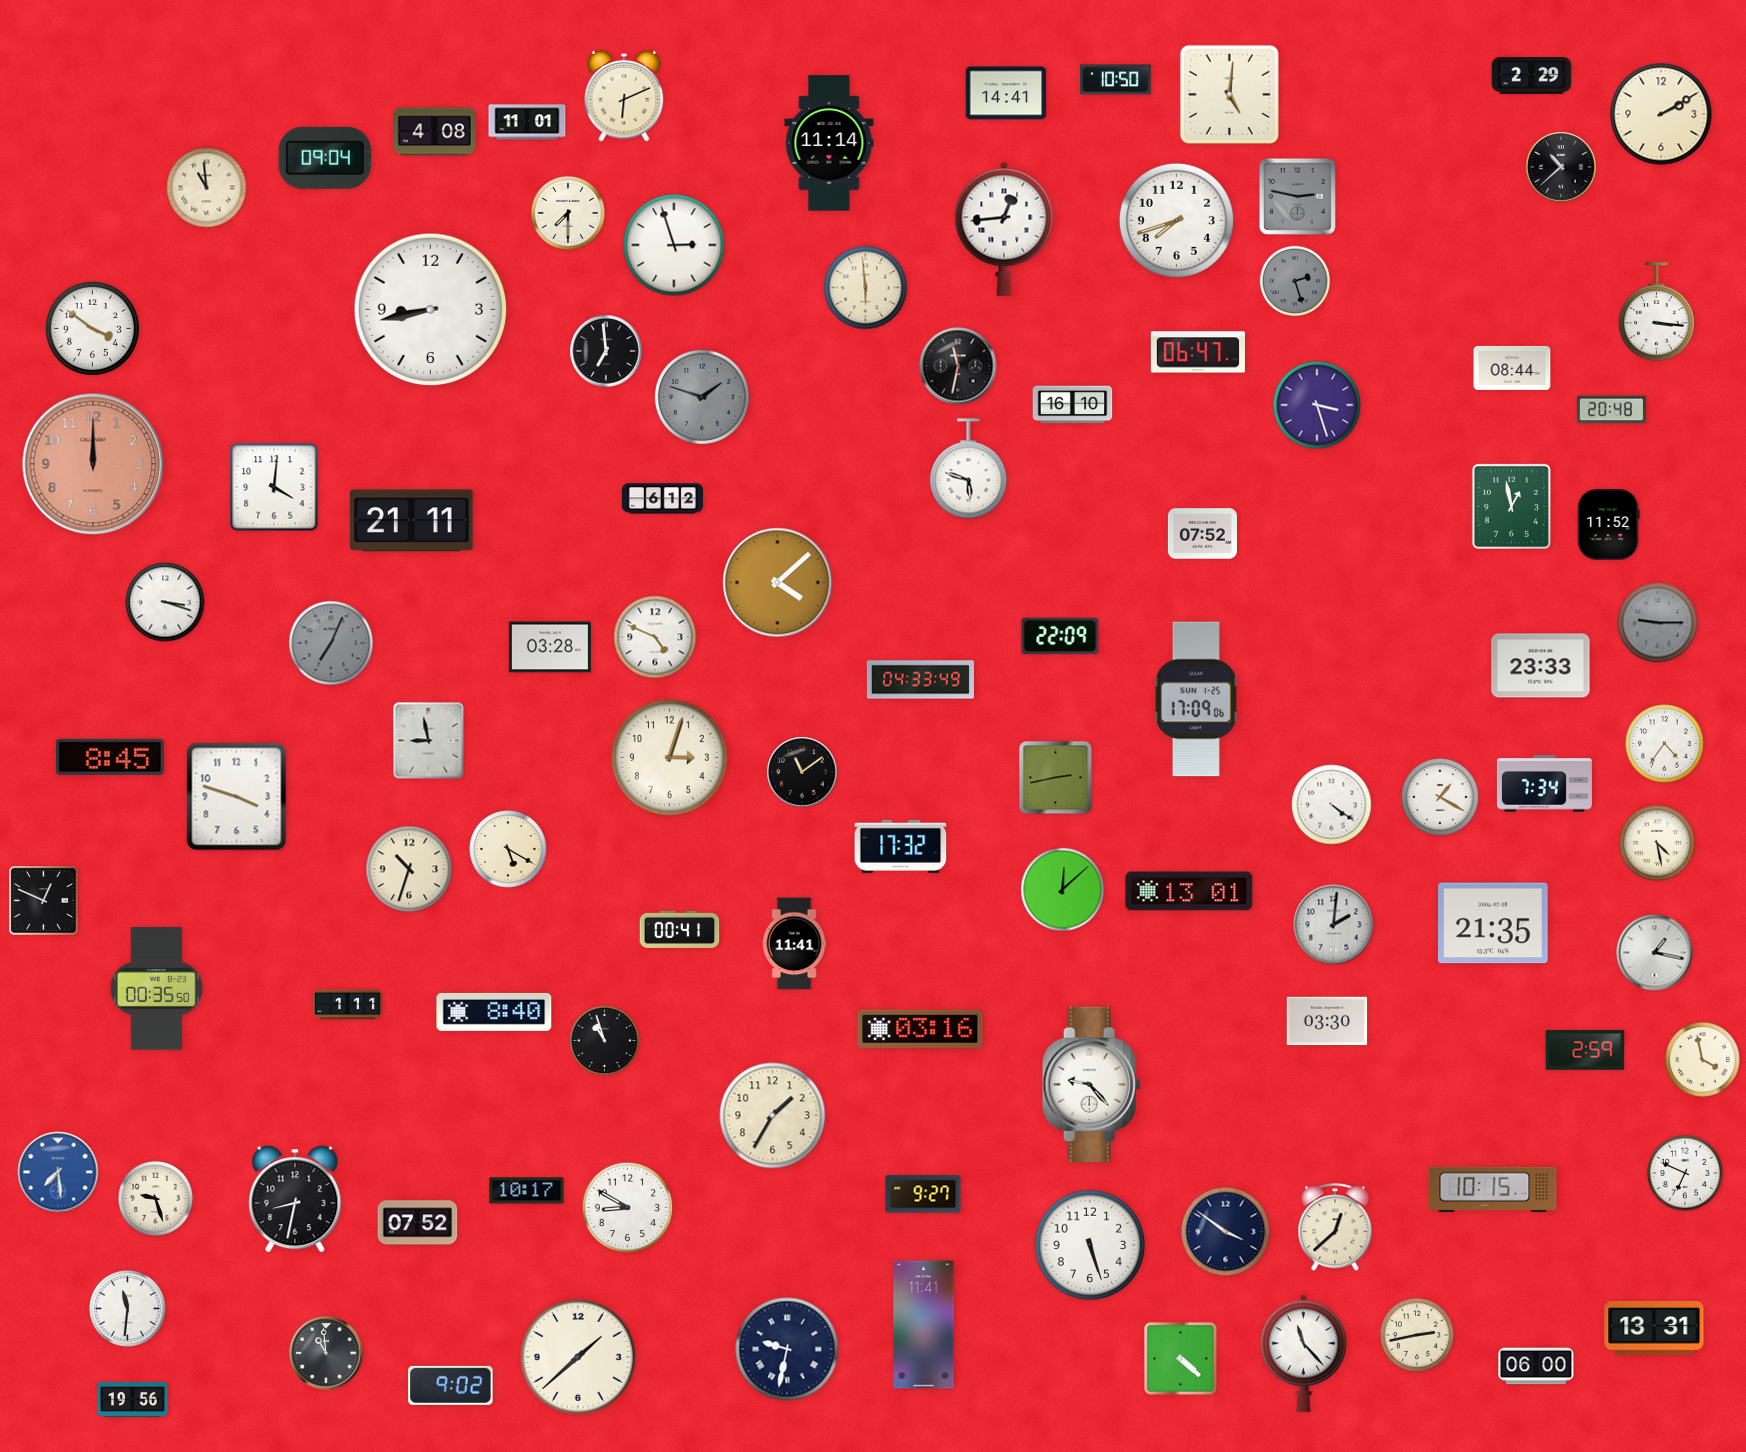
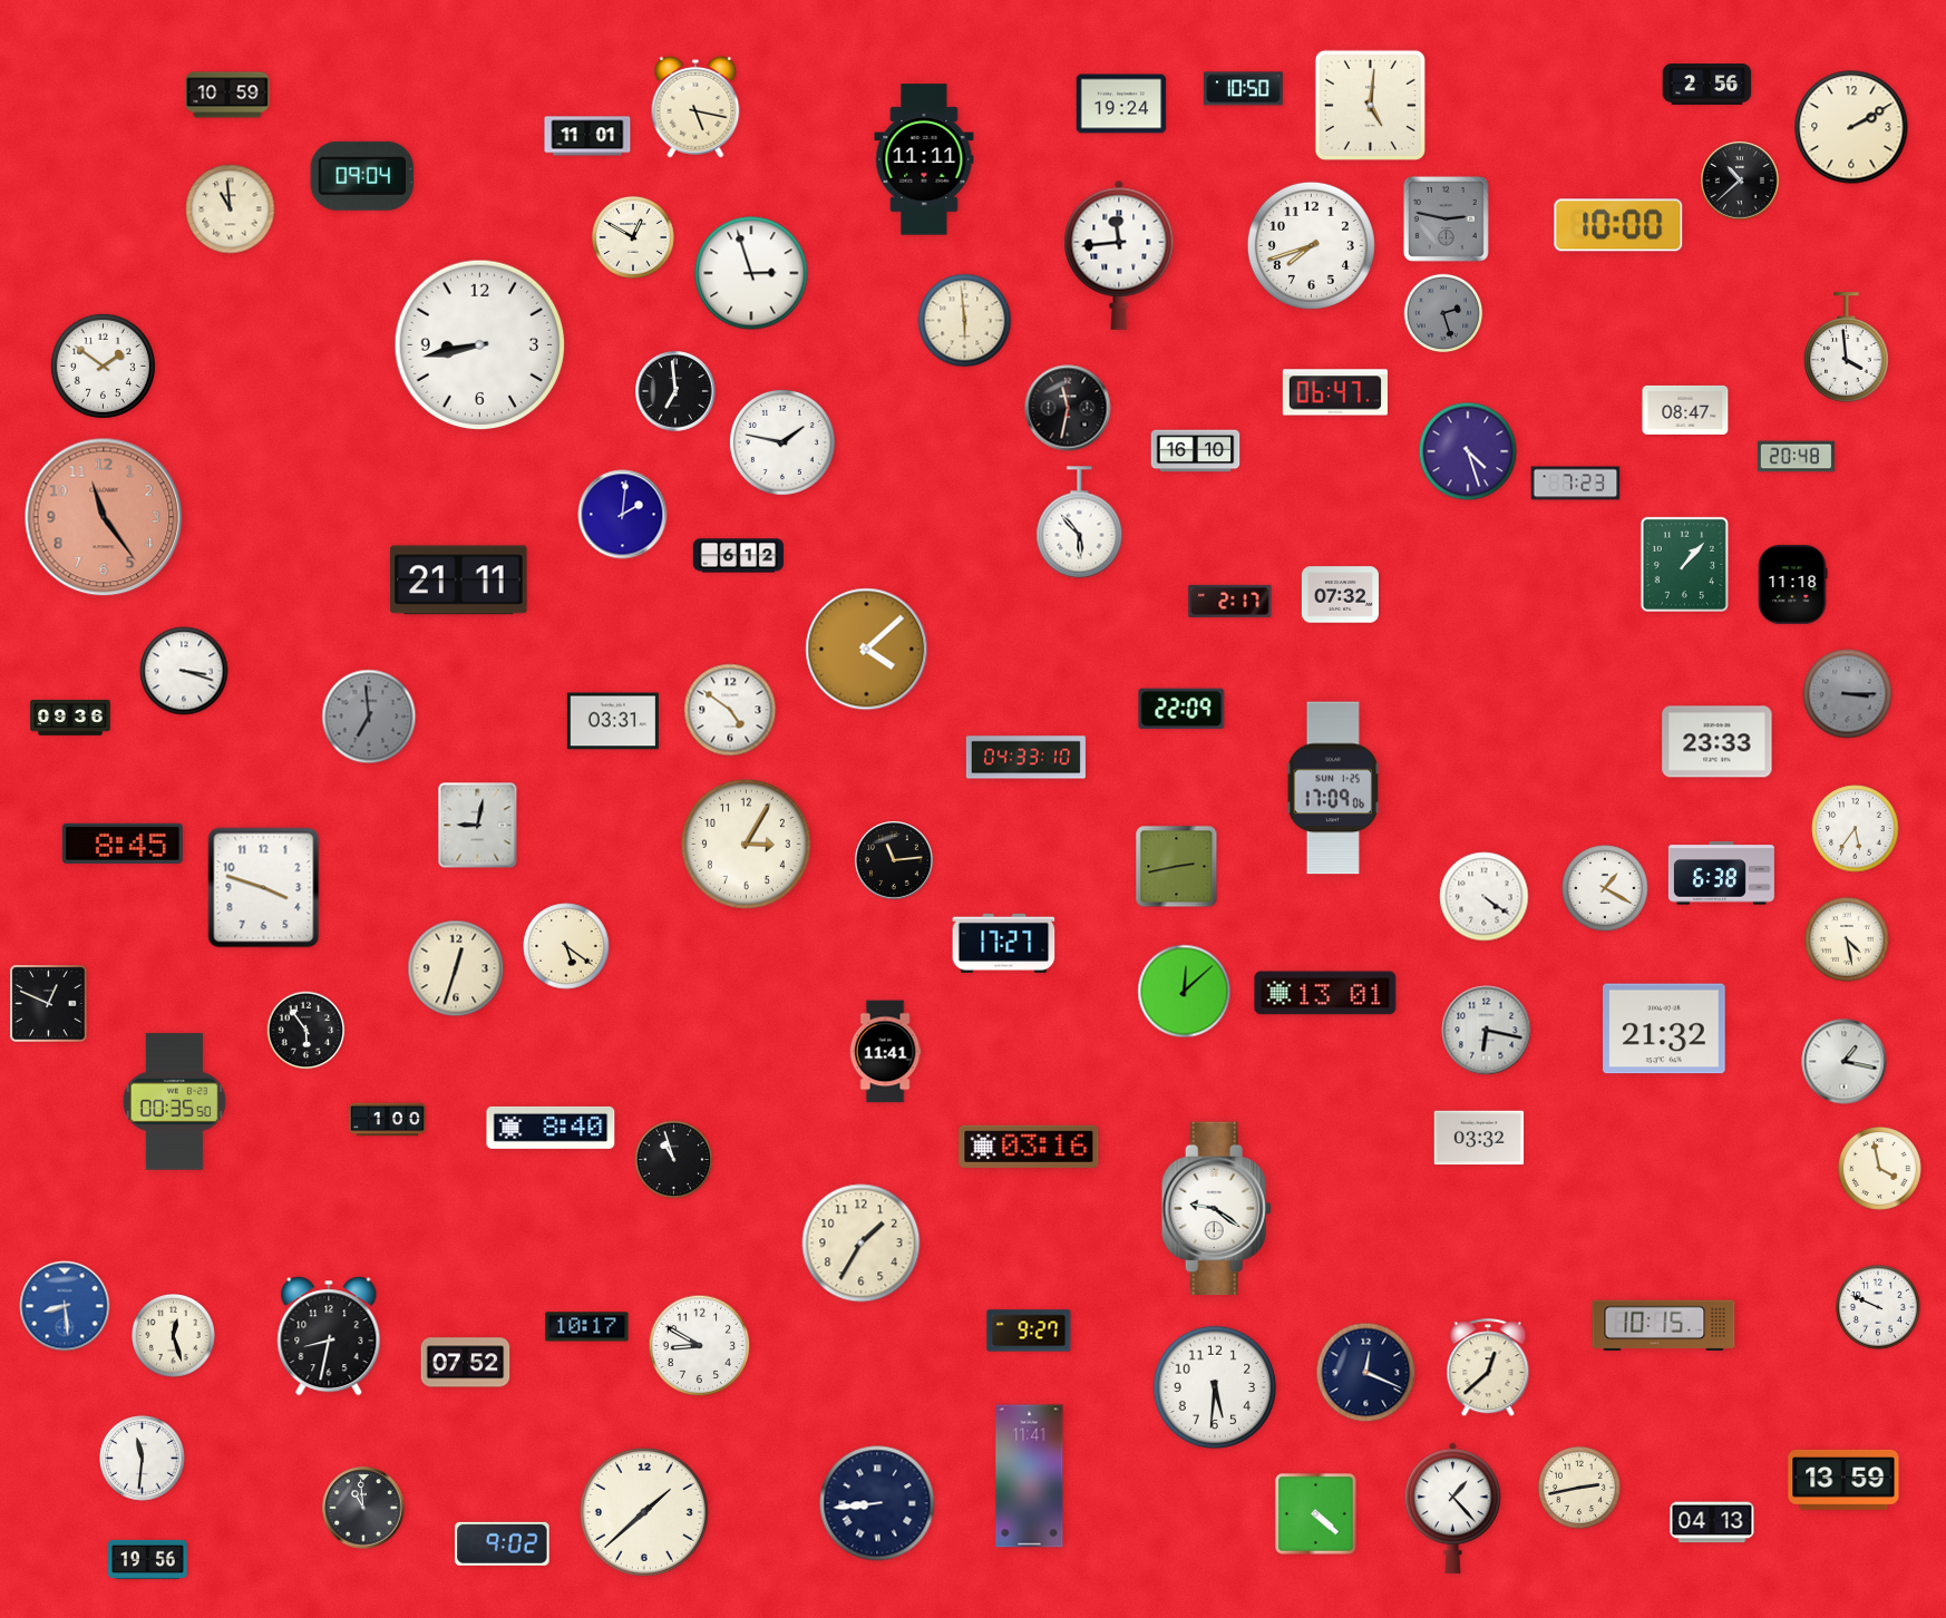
clock at (1532, 76): 2:29 -> 2:56
clock at (227, 95): none -> 10:59
clock at (1006, 93): 14:41 -> 19:24
clock at (624, 96): 6:11 -> 5:17
clock at (434, 132): 4:08 -> none
clock at (829, 143): 11:14 -> 11:11
clock at (1562, 168) position: (1562, 168) -> (1741, 182)
clock at (1618, 225): none -> 10:00
clock at (568, 213): 7:30 -> 12:50
clock at (1004, 229): 12:44 -> 11:44
clock at (1657, 312): 3:16 -> 3:59
clock at (92, 328): 3:51 -> 1:51
clock at (1512, 368): 08:44 -> 08:47
clock at (702, 397): 1:48 -> 1:47
clock at (702, 397) dial: grey -> white
clock at (1317, 405): 3:27 -> 4:27
clock at (1576, 484): none -> 7:23
clock at (623, 515): none -> 2:01
clock at (93, 464): 12:00 -> 11:24
clock at (969, 469): 5:48 -> 5:53
clock at (274, 487): 4:01 -> none
clock at (1511, 506): 12:58 -> 1:07
clock at (1608, 525): 11:52 -> 11:18
clock at (1202, 534): 07:52 -> 07:32
clock at (1230, 601): none -> 2:17
clock at (1658, 623): 9:15 -> 3:15
clock at (655, 637): 4:49 -> 4:51
clock at (331, 643): 7:04 -> 6:59
clock at (70, 719): none -> 09:36
clock at (550, 647): 03:28 -> 03:31
clock at (920, 680): 04:33:49 -> 04:33:10
clock at (1196, 699) position: (1196, 699) -> (1333, 788)
clock at (429, 741): 8:58 -> 9:02
clock at (1665, 744): 4:36 -> 5:36
clock at (669, 757): 3:03 -> 3:05
clock at (803, 773): 11:09 -> 11:14
clock at (1544, 784): 7:34 -> 6:38
clock at (901, 846): 17:32 -> 17:27
clock at (508, 849): 5:20 -> 5:21
clock at (409, 869): 10:33 -> 12:33
clock at (1493, 923): 21:35 -> 21:32
clock at (307, 1031): none -> 5:54
clock at (1334, 925): 2:01 -> 6:17
clock at (680, 929): 00:41 -> none
clock at (347, 1005): 1:11 -> 1:00
clock at (1327, 1021): 03:30 -> 03:32
clock at (920, 1029) position: (920, 1029) -> (1029, 1147)
clock at (1585, 1050): 2:59 -> none
clock at (1703, 1060) position: (1703, 1060) -> (1880, 1169)
clock at (1091, 1085): 9:23 -> 9:21
clock at (58, 1172): 7:29 -> 8:29
clock at (1685, 1173): 6:49 -> 9:49
clock at (156, 1199): 9:27 -> 12:27
clock at (1226, 1232): 3:51 -> 12:19
clock at (1090, 1245): 5:27 -> 5:31
clock at (1654, 1328): 13:31 -> 13:59
clock at (787, 1349): 9:32 -> 8:44
clock at (1303, 1354): 11:23 -> 1:23
clock at (1536, 1366): 06:00 -> 04:13
